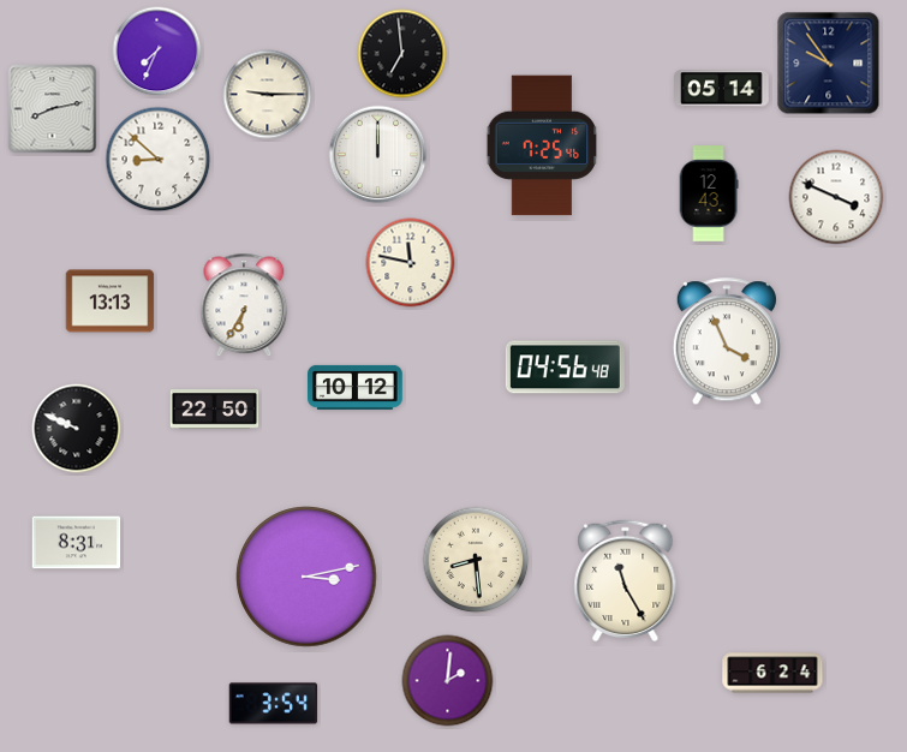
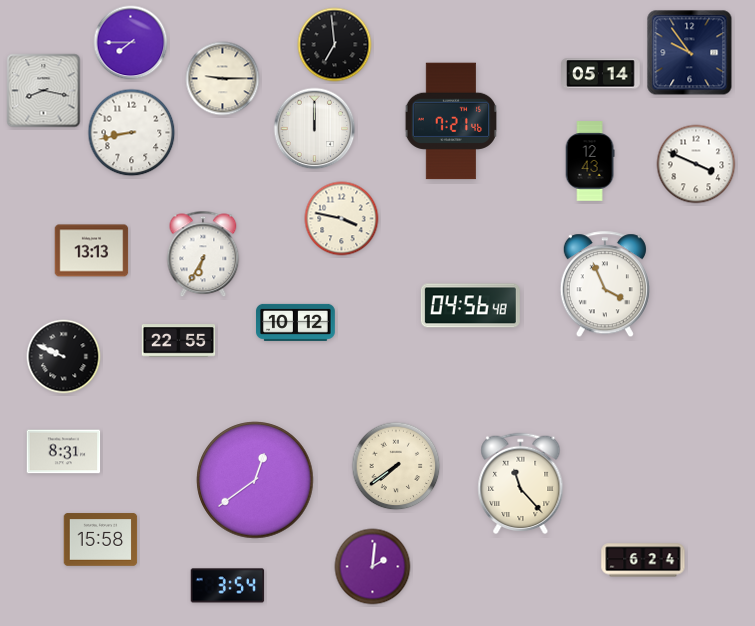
clock at (157, 52): 7:34 -> 7:45
clock at (53, 109): 8:13 -> 8:17
clock at (541, 145): 7:25 -> 7:21
clock at (159, 160): 8:52 -> 8:43
clock at (411, 263): 11:47 -> 3:47
clock at (215, 410): 22:50 -> 22:55
clock at (476, 560): 8:29 -> 7:39
clock at (306, 577): 3:13 -> 12:39
clock at (626, 581): 11:25 -> 11:23
clock at (101, 540): none -> 15:58
